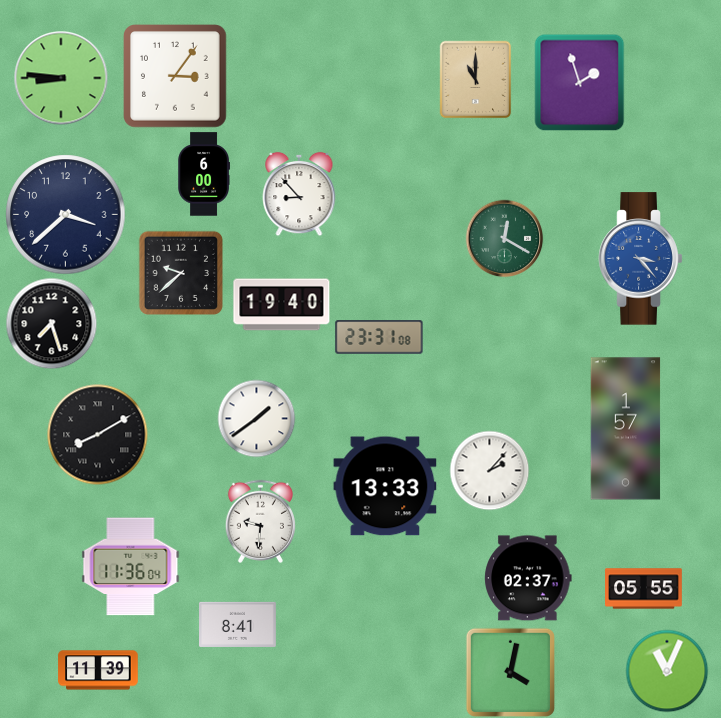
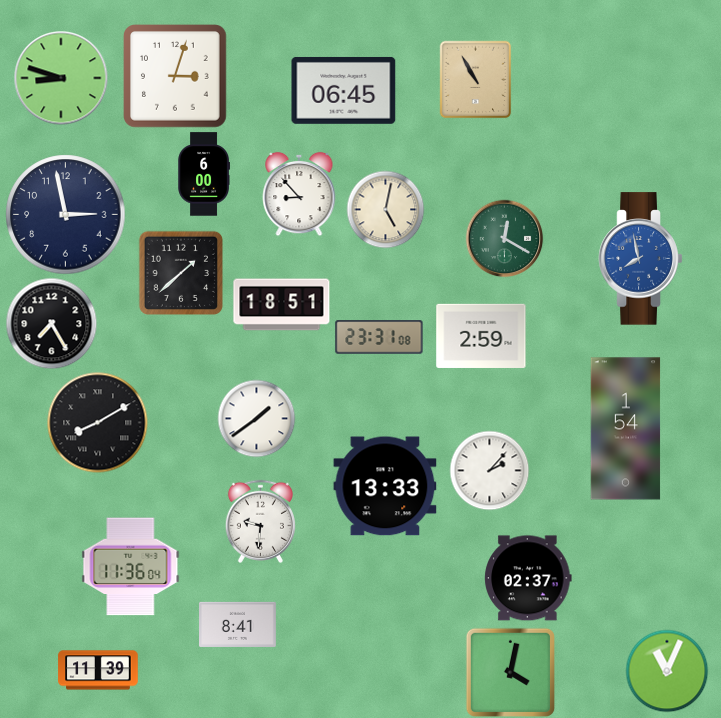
clock at (176, 77): 3:06 -> 3:03
clock at (61, 78): 8:46 -> 8:48
clock at (476, 79): 11:00 -> 10:55
clock at (580, 82): 1:57 -> none
clock at (344, 90): none -> 06:45
clock at (385, 209): none -> 5:02
clock at (66, 215): 3:38 -> 2:58
clock at (641, 259): 3:23 -> 7:58
clock at (180, 272): 9:38 -> 1:38
clock at (282, 305): 19:40 -> 18:51
clock at (51, 323): 7:27 -> 7:25
clock at (481, 336): none -> 2:59
clock at (626, 429): 1:57 -> 1:54
clock at (98, 435) position: (98, 435) -> (98, 423)
clock at (644, 589): 05:55 -> none
